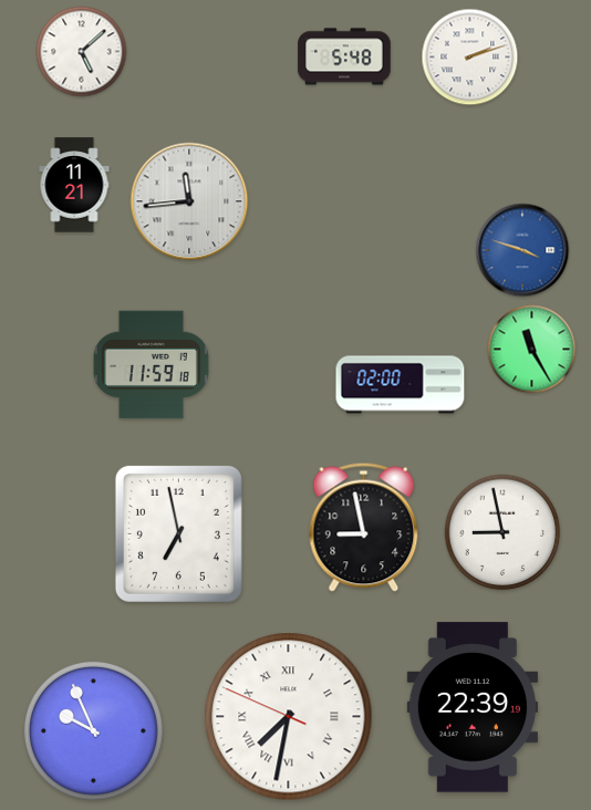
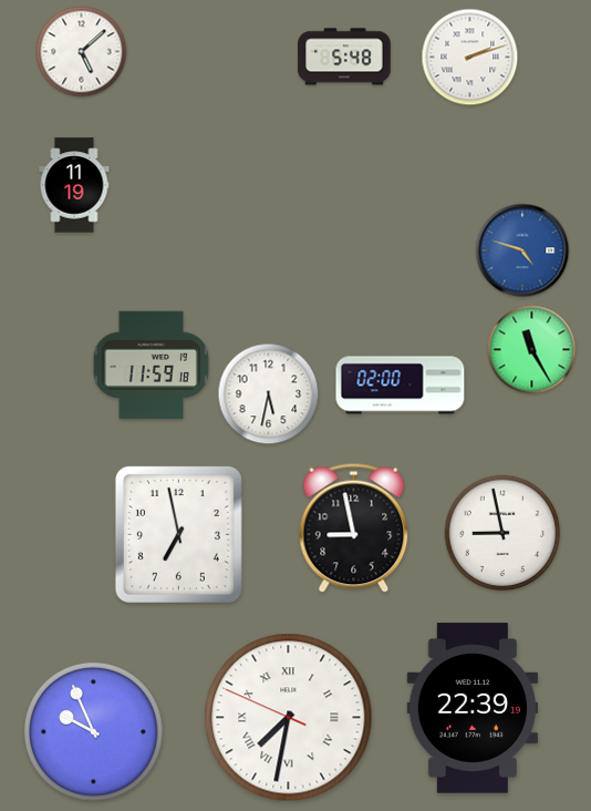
clock at (74, 185): 11:21 -> 11:19
clock at (189, 201): 11:44 -> none
clock at (522, 250): 3:48 -> 4:48
clock at (269, 394): none -> 5:32
clock at (364, 527) position: (364, 527) -> (354, 527)
